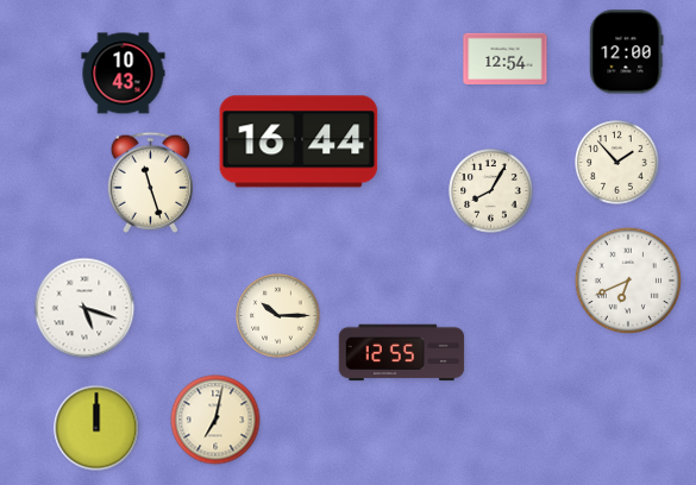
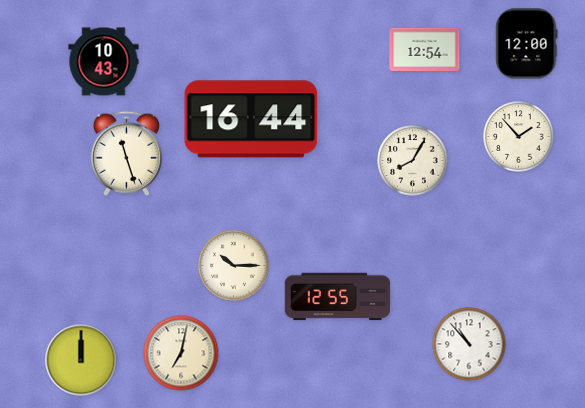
clock at (627, 279): 6:41 -> none
clock at (84, 308): 5:18 -> none
clock at (469, 344): none -> 10:53
